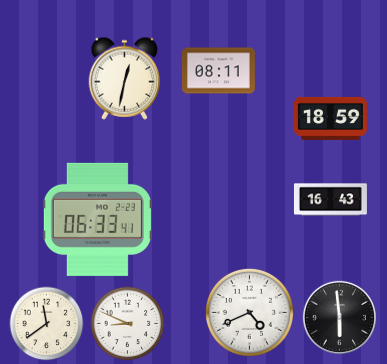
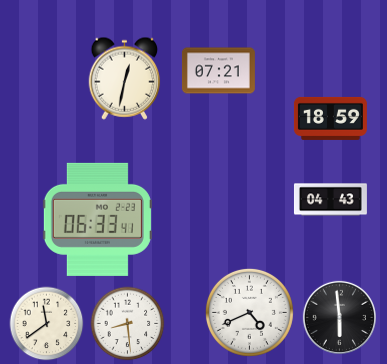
clock at (218, 71): 08:11 -> 07:21
clock at (330, 200): 16:43 -> 04:43
clock at (128, 324): 8:49 -> 8:29
